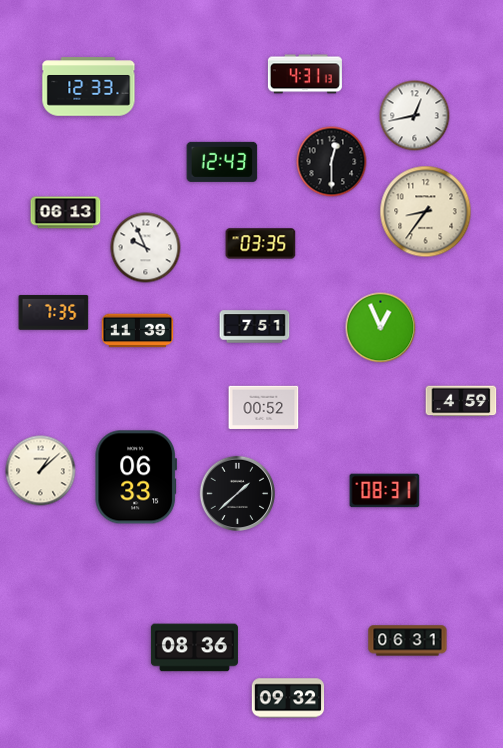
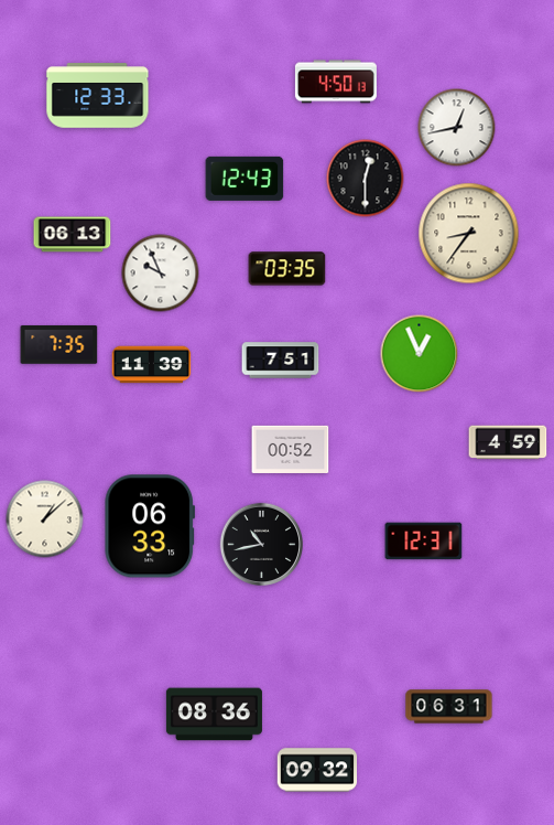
clock at (305, 74): 4:31 -> 4:50
clock at (381, 328) position: (381, 328) -> (420, 354)
clock at (385, 491): 08:31 -> 12:31
clock at (237, 493): 1:38 -> 10:43
